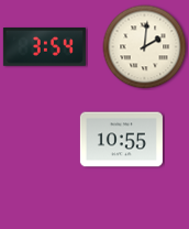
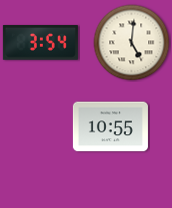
clock at (145, 47): 2:01 -> 5:01
